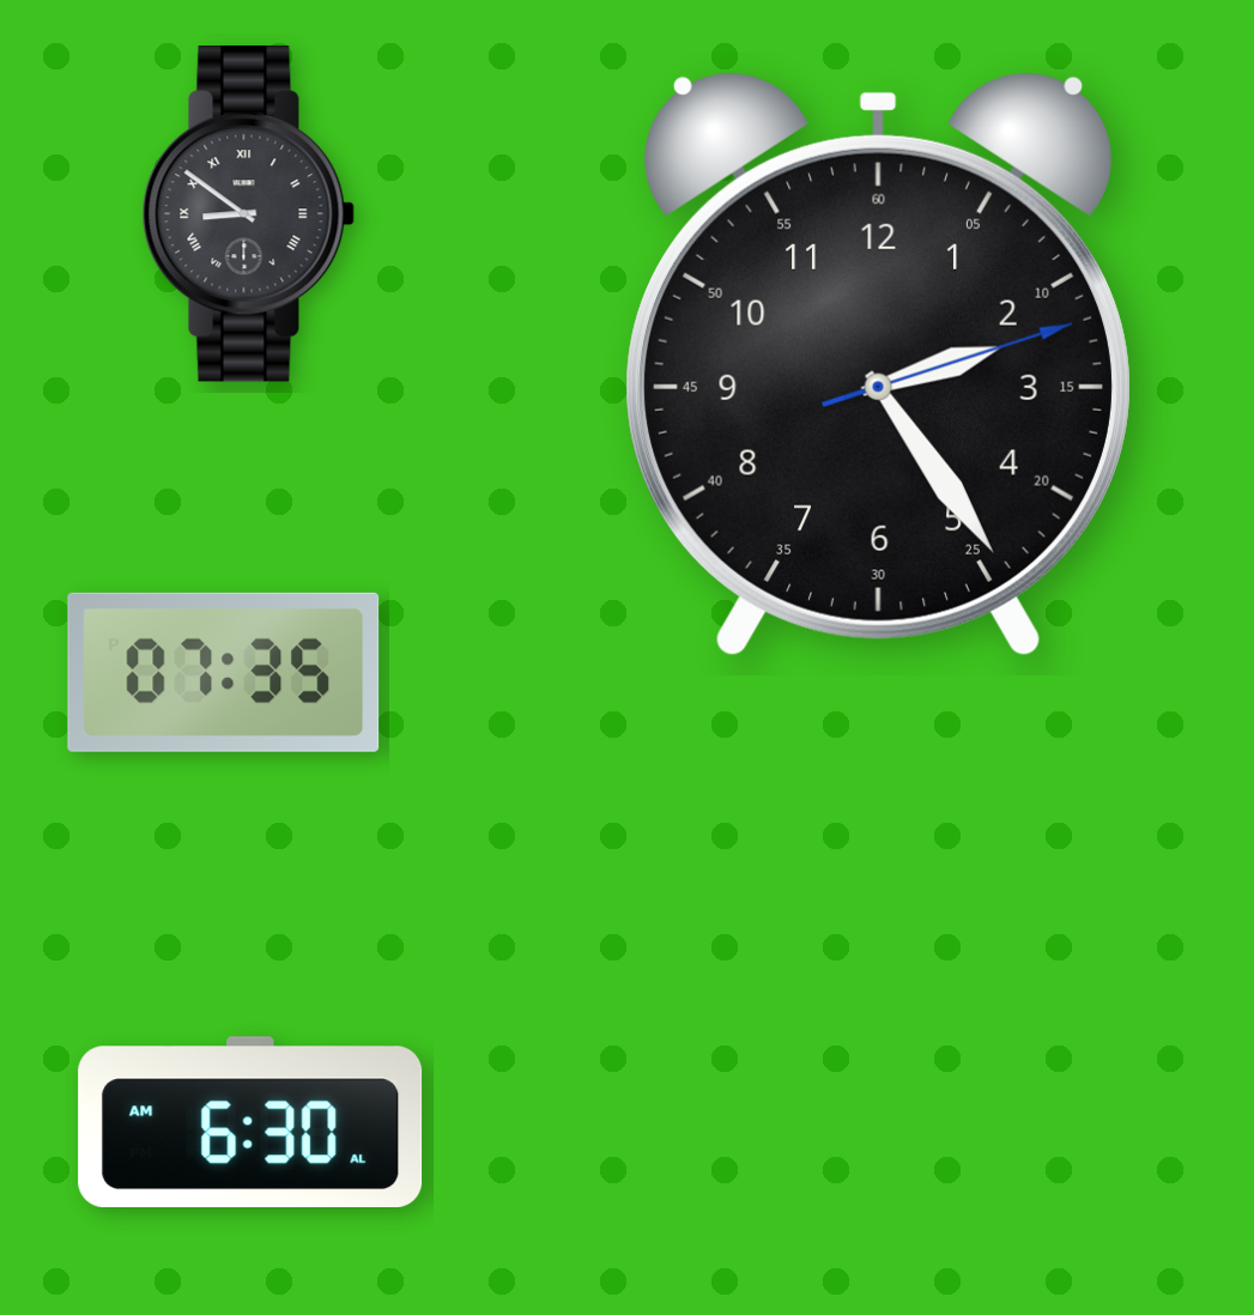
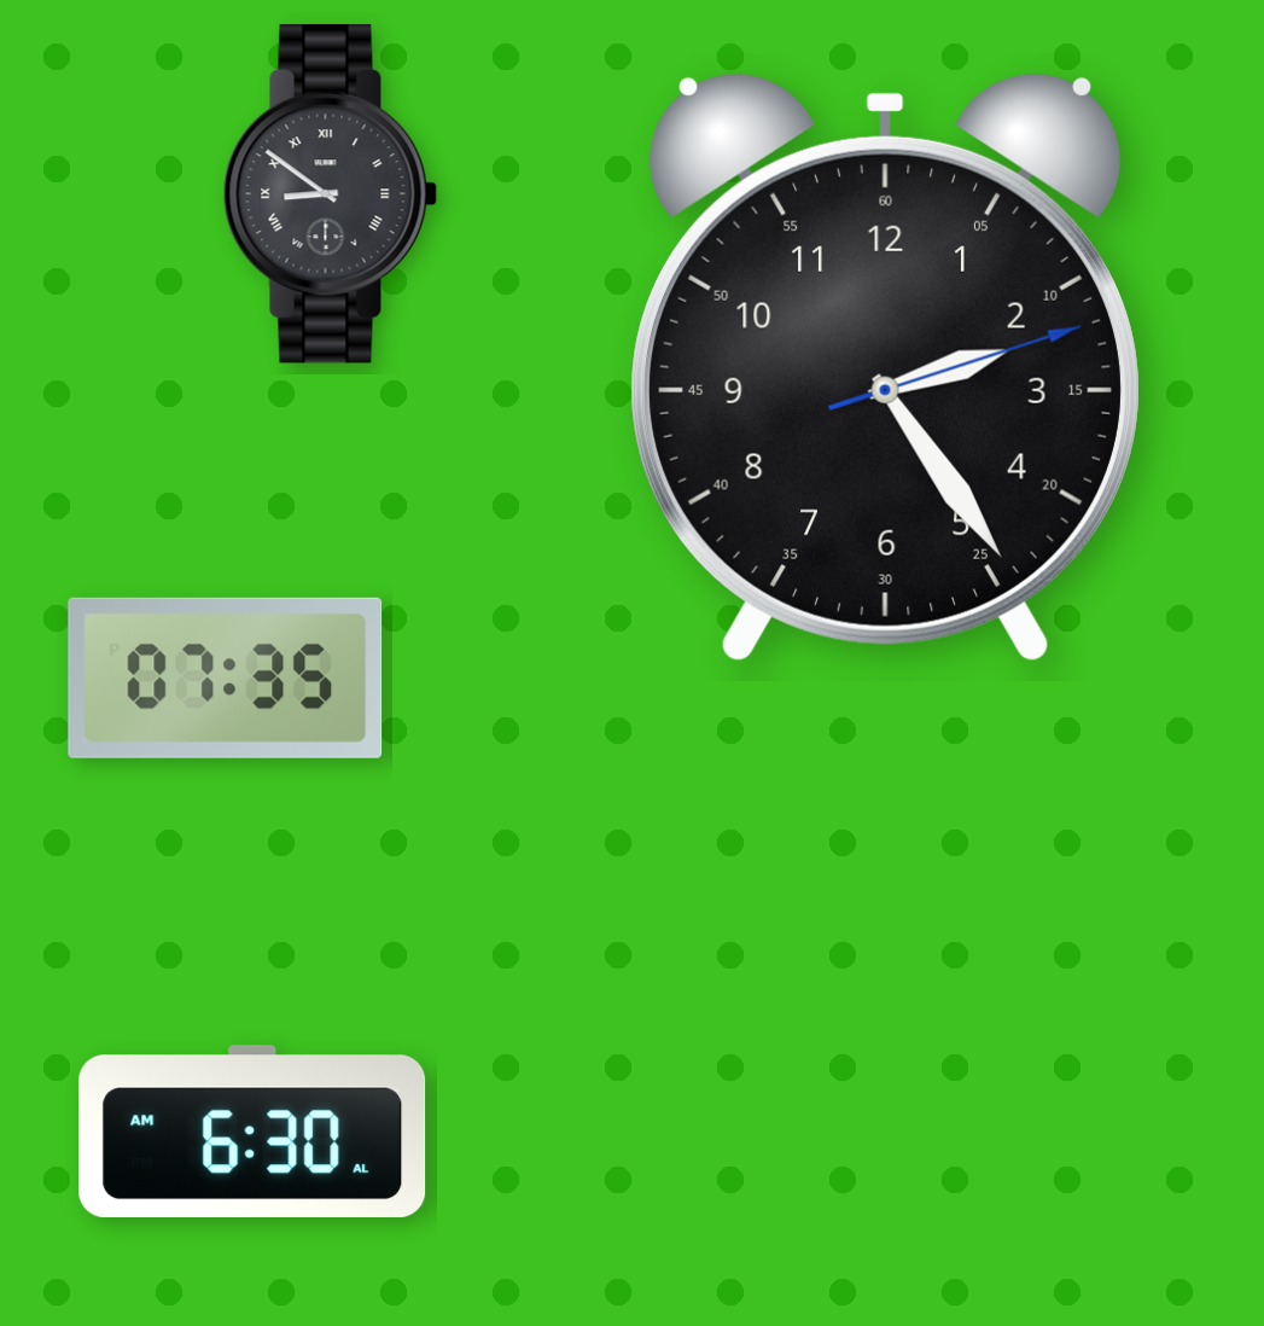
clock at (248, 214) position: (248, 214) -> (330, 194)
